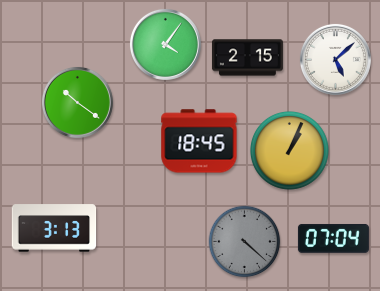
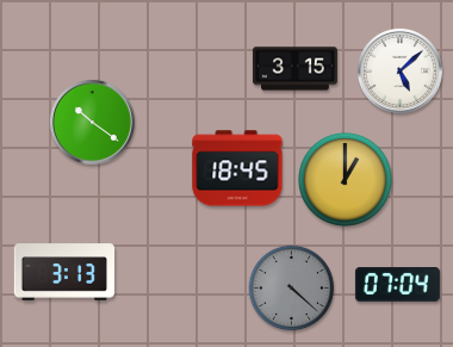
clock at (165, 44): 4:06 -> none
clock at (247, 58): 2:15 -> 3:15
clock at (289, 150): 1:04 -> 1:00
